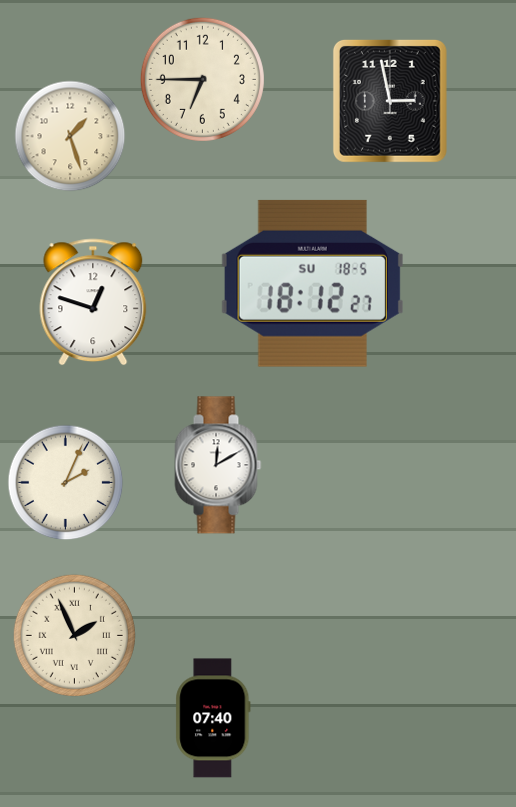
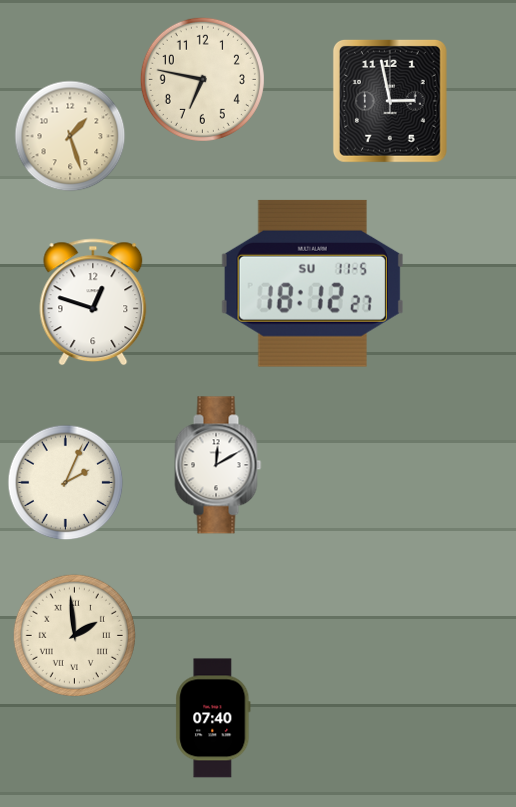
clock at (202, 79): 6:45 -> 6:47
clock at (312, 283) date: SU 18-5 -> SU 11-5
clock at (74, 635): 1:56 -> 1:59
